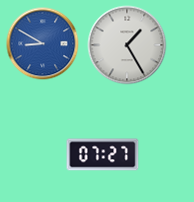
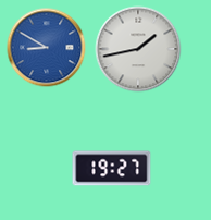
clock at (127, 45): 1:25 -> 1:43
clock at (103, 155): 07:27 -> 19:27
